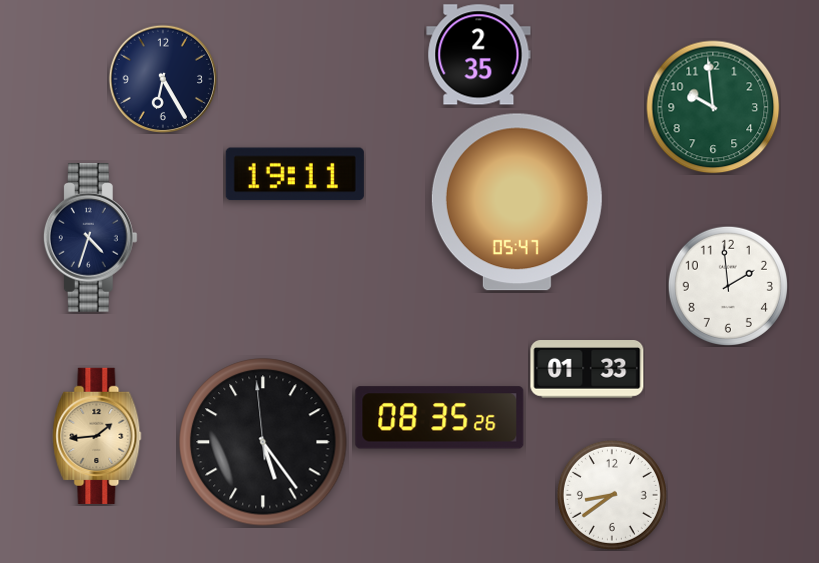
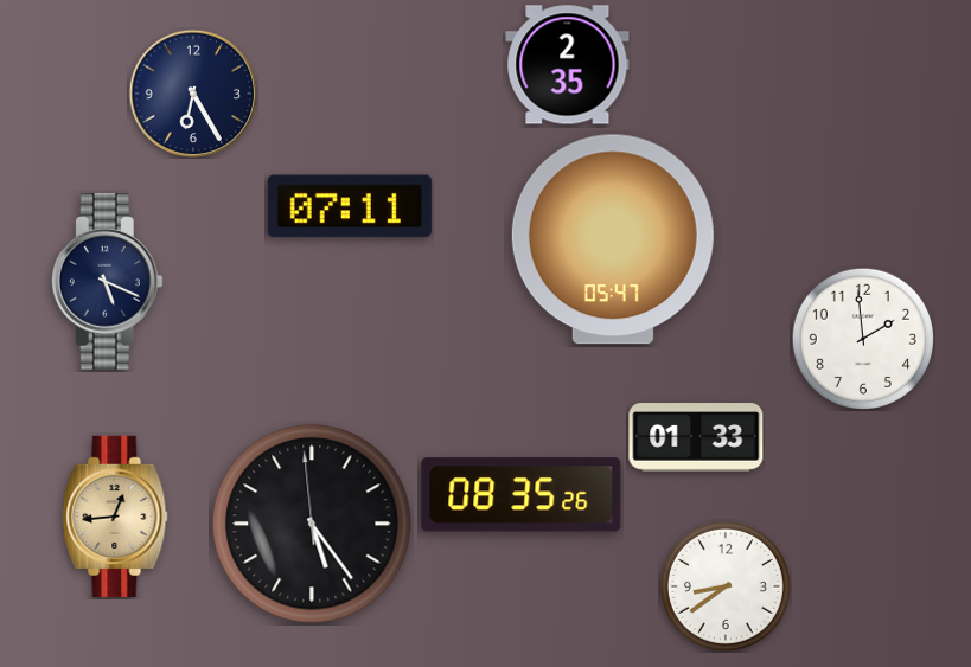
clock at (713, 107): 9:59 -> none
clock at (295, 174): 19:11 -> 07:11
clock at (90, 238): 4:33 -> 5:19
clock at (97, 436): 1:44 -> 12:44
